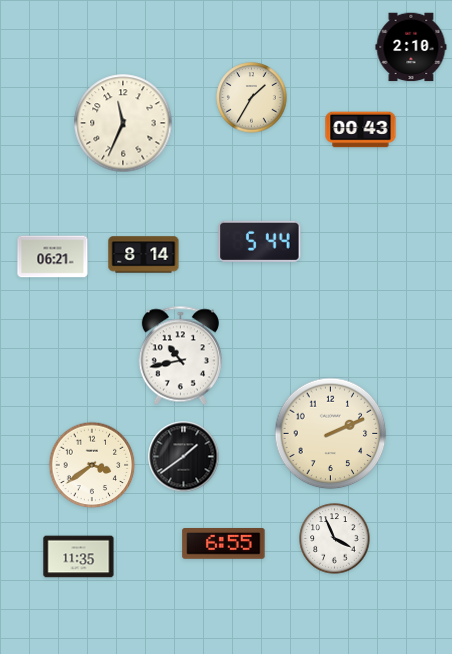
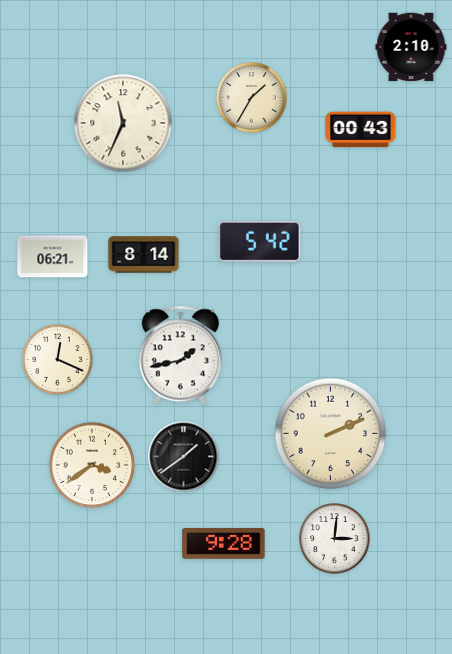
clock at (260, 241): 5:44 -> 5:42
clock at (180, 356): 10:43 -> 1:43
clock at (58, 360): none -> 12:19
clock at (335, 539): 3:56 -> 3:01
clock at (224, 544): 6:55 -> 9:28
clock at (79, 557): 11:35 -> none
